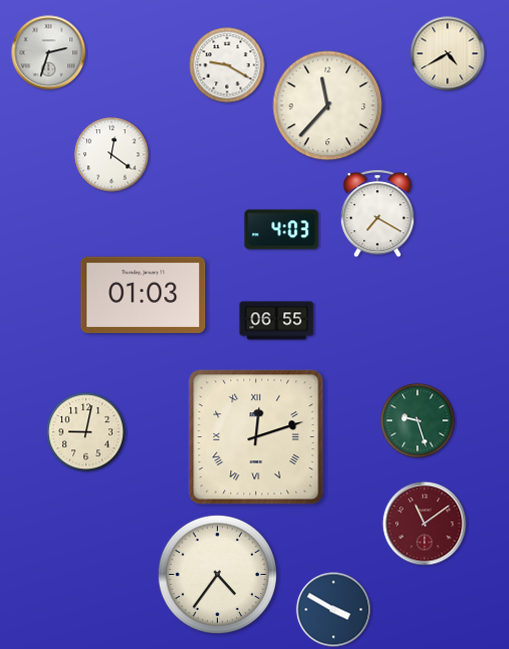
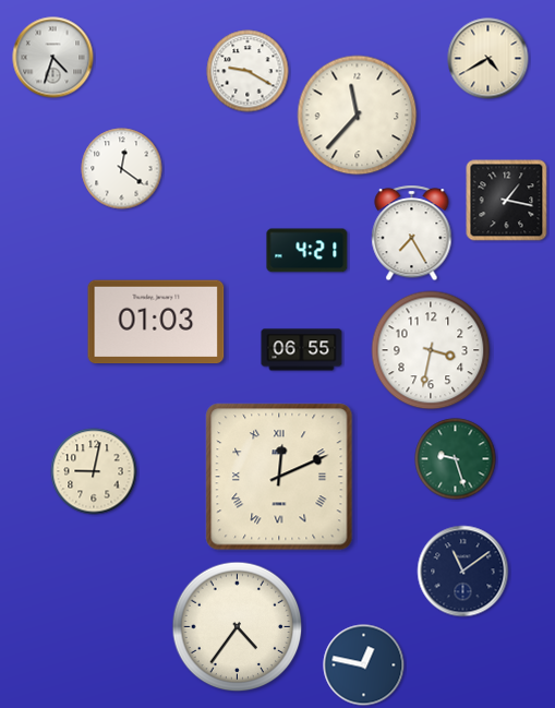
clock at (49, 53): 2:33 -> 4:33
clock at (507, 201): none -> 1:17
clock at (378, 214): 7:20 -> 7:25
clock at (282, 230): 4:03 -> 4:21
clock at (431, 350): none -> 3:32
clock at (256, 437): 12:12 -> 12:11
clock at (425, 524) dial: burgundy -> navy
clock at (334, 610): 3:50 -> 12:47
